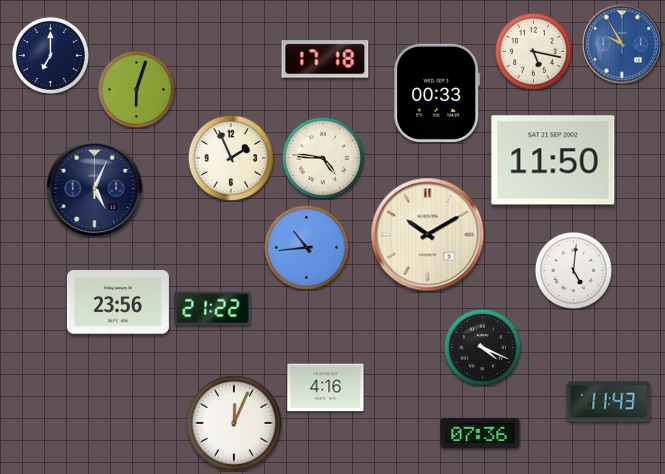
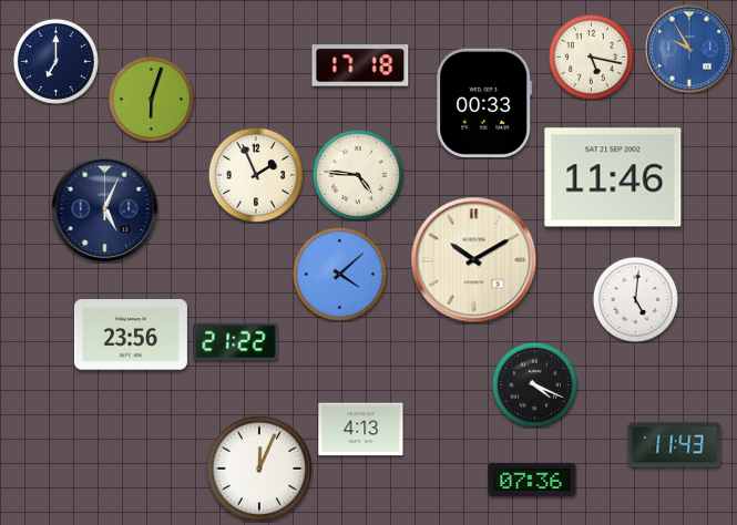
clock at (553, 160): 11:50 -> 11:46
clock at (306, 247): 10:44 -> 4:08
clock at (326, 388): 4:16 -> 4:13
